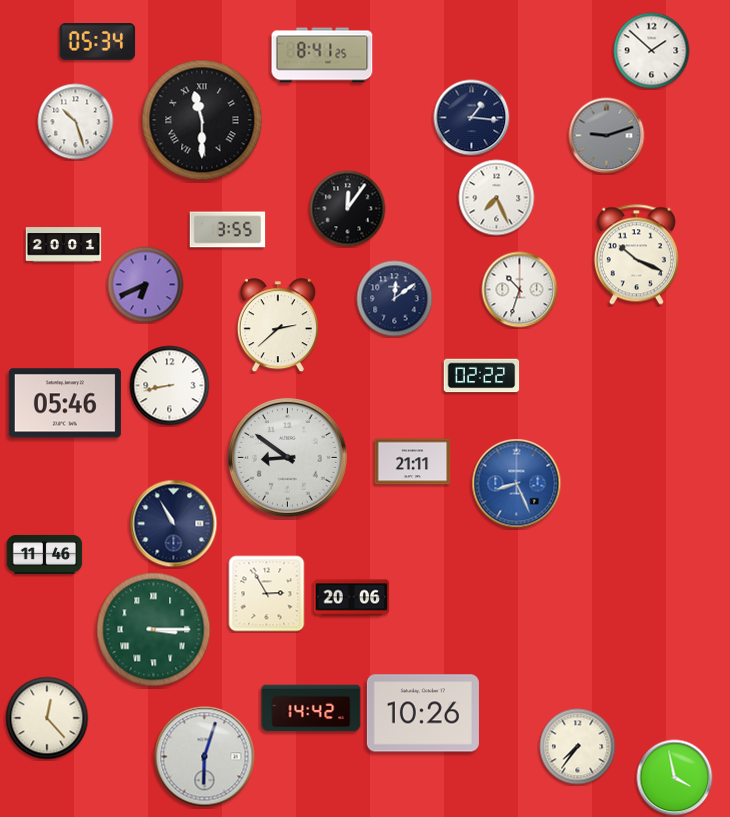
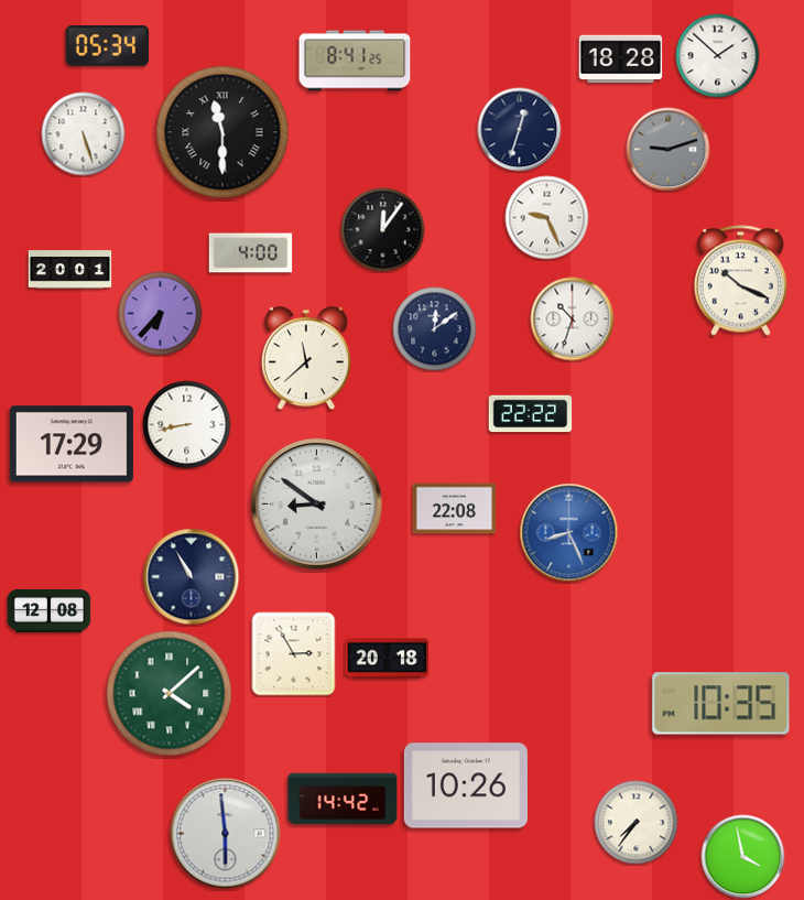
clock at (621, 59): none -> 18:28
clock at (472, 118): 1:16 -> 12:33
clock at (76, 122): 10:27 -> 5:27
clock at (497, 198): 7:26 -> 9:26
clock at (228, 230): 3:55 -> 4:00
clock at (636, 255) position: (636, 255) -> (740, 281)
clock at (146, 285): 6:41 -> 6:37
clock at (278, 326): 2:38 -> 11:38
clock at (482, 376): 02:22 -> 22:22
clock at (65, 403): 05:46 -> 17:29
clock at (413, 462): 21:11 -> 22:08
clock at (45, 554): 11:46 -> 12:08
clock at (352, 598): 20:06 -> 20:18
clock at (154, 630): 3:15 -> 4:08
clock at (721, 704): none -> 10:35
clock at (311, 708) position: (311, 708) -> (343, 799)
clock at (47, 718): 12:23 -> none
clock at (205, 757): 6:03 -> 5:59
